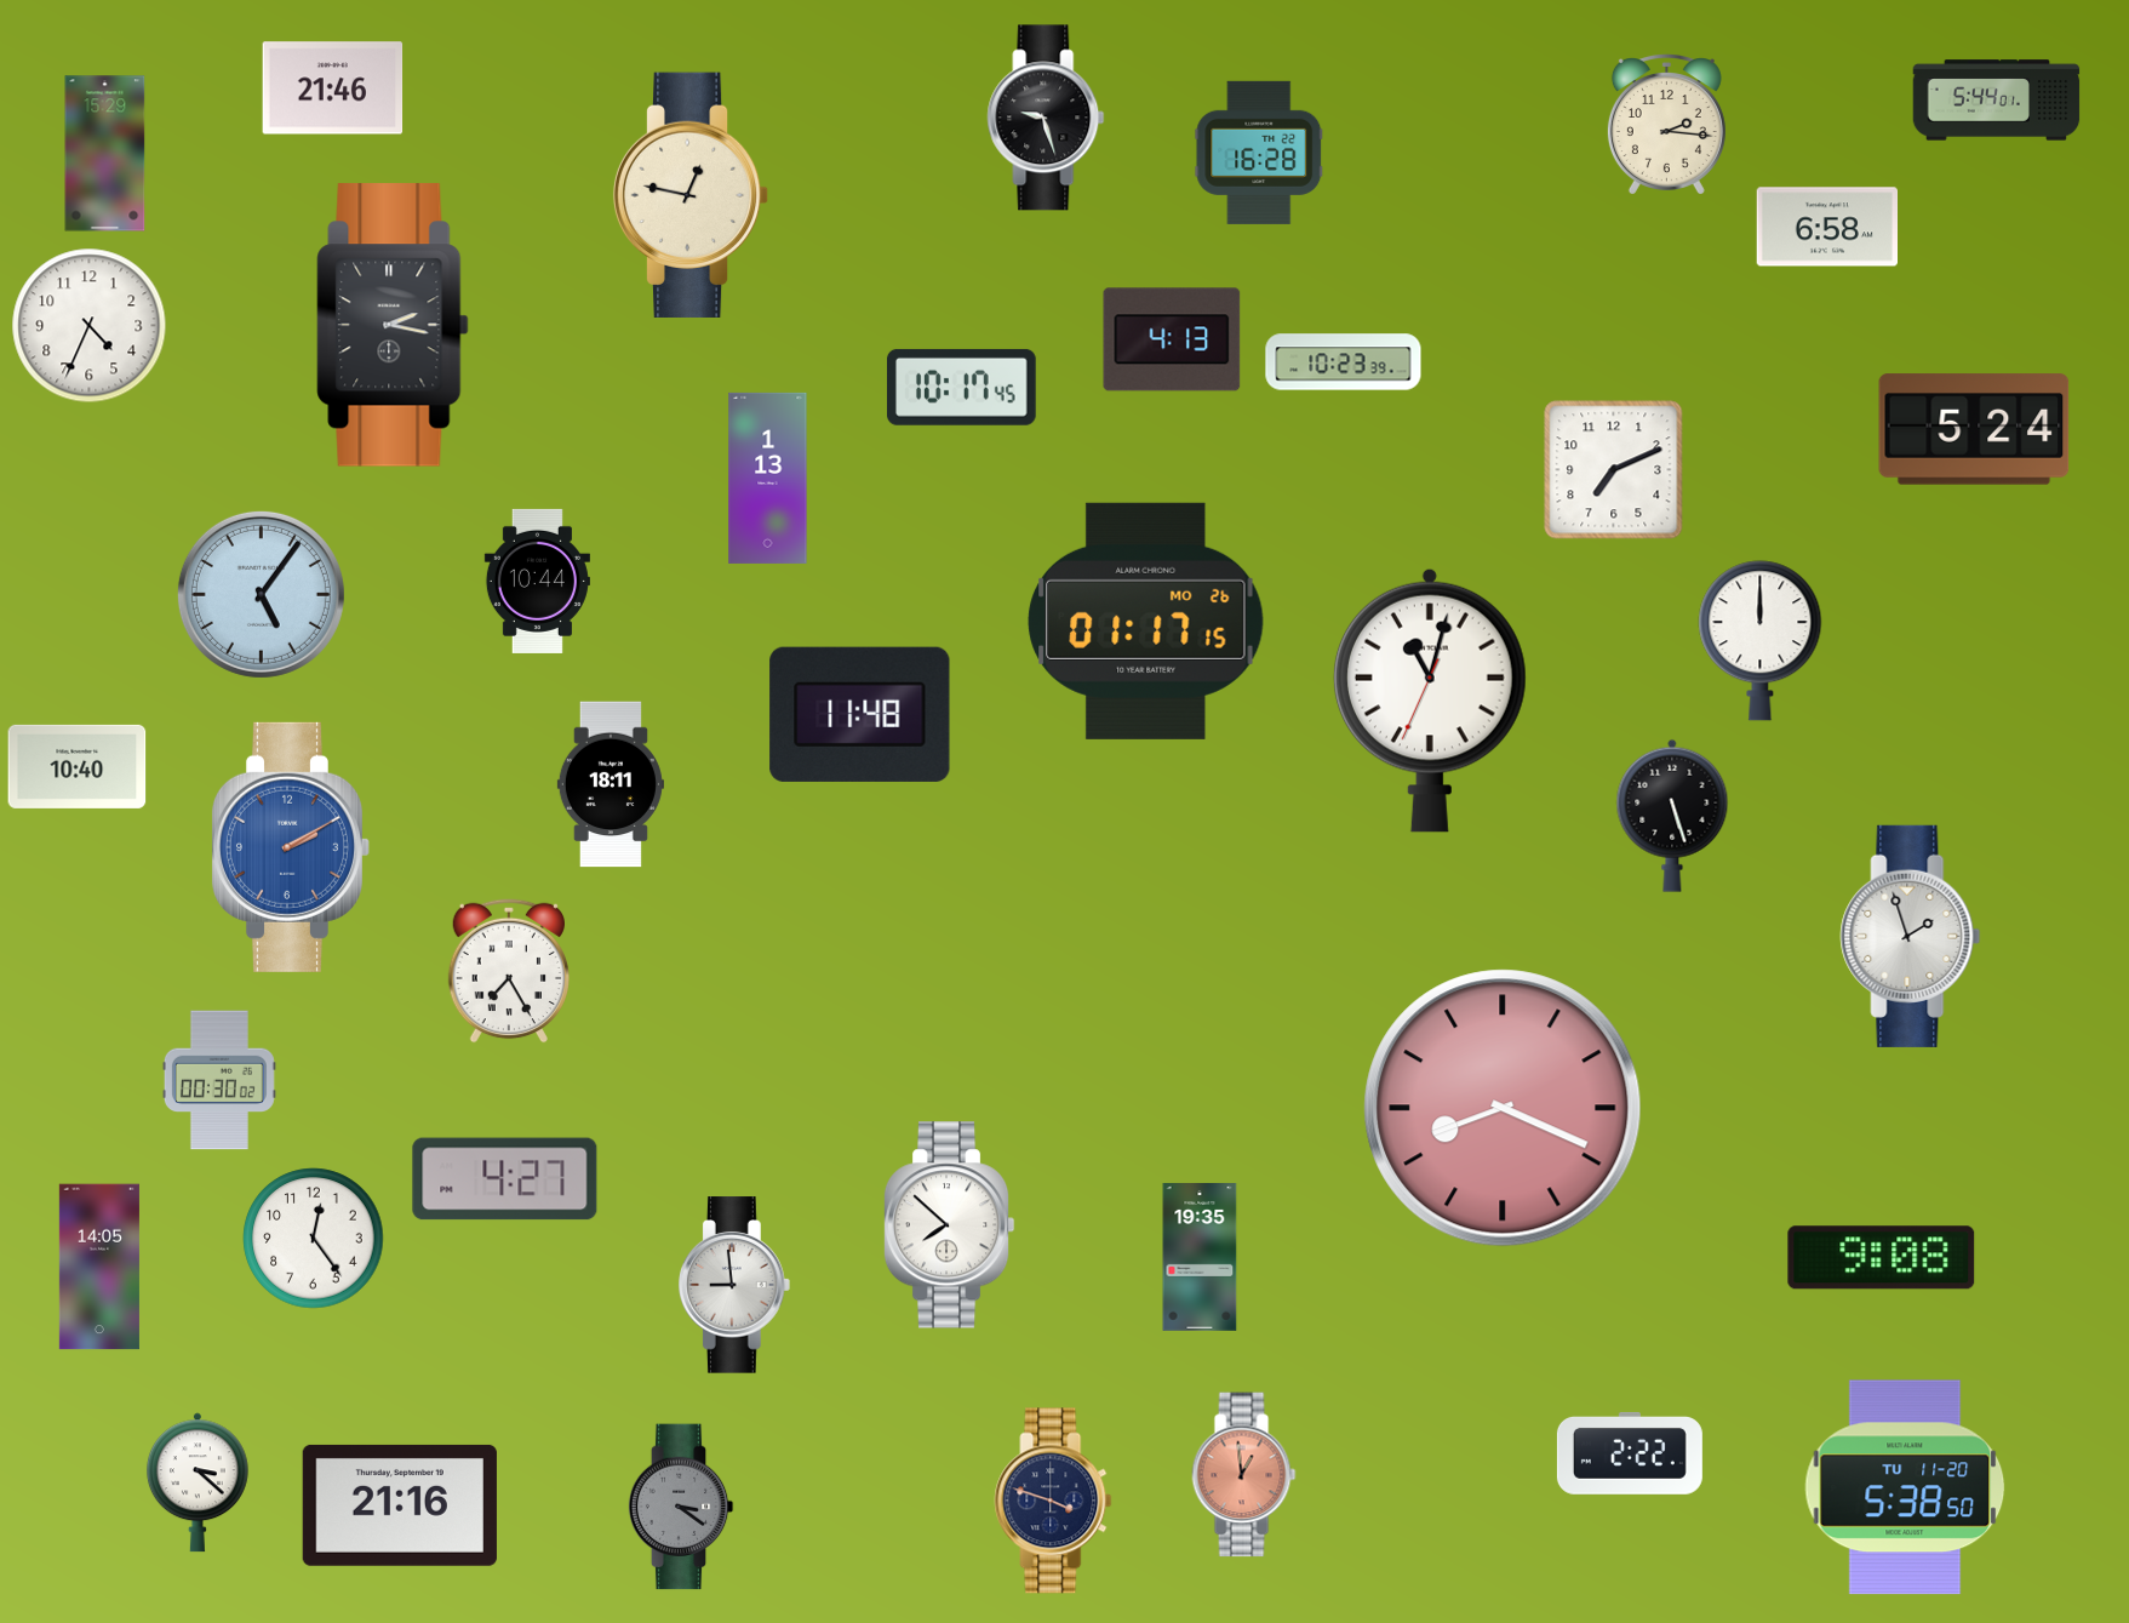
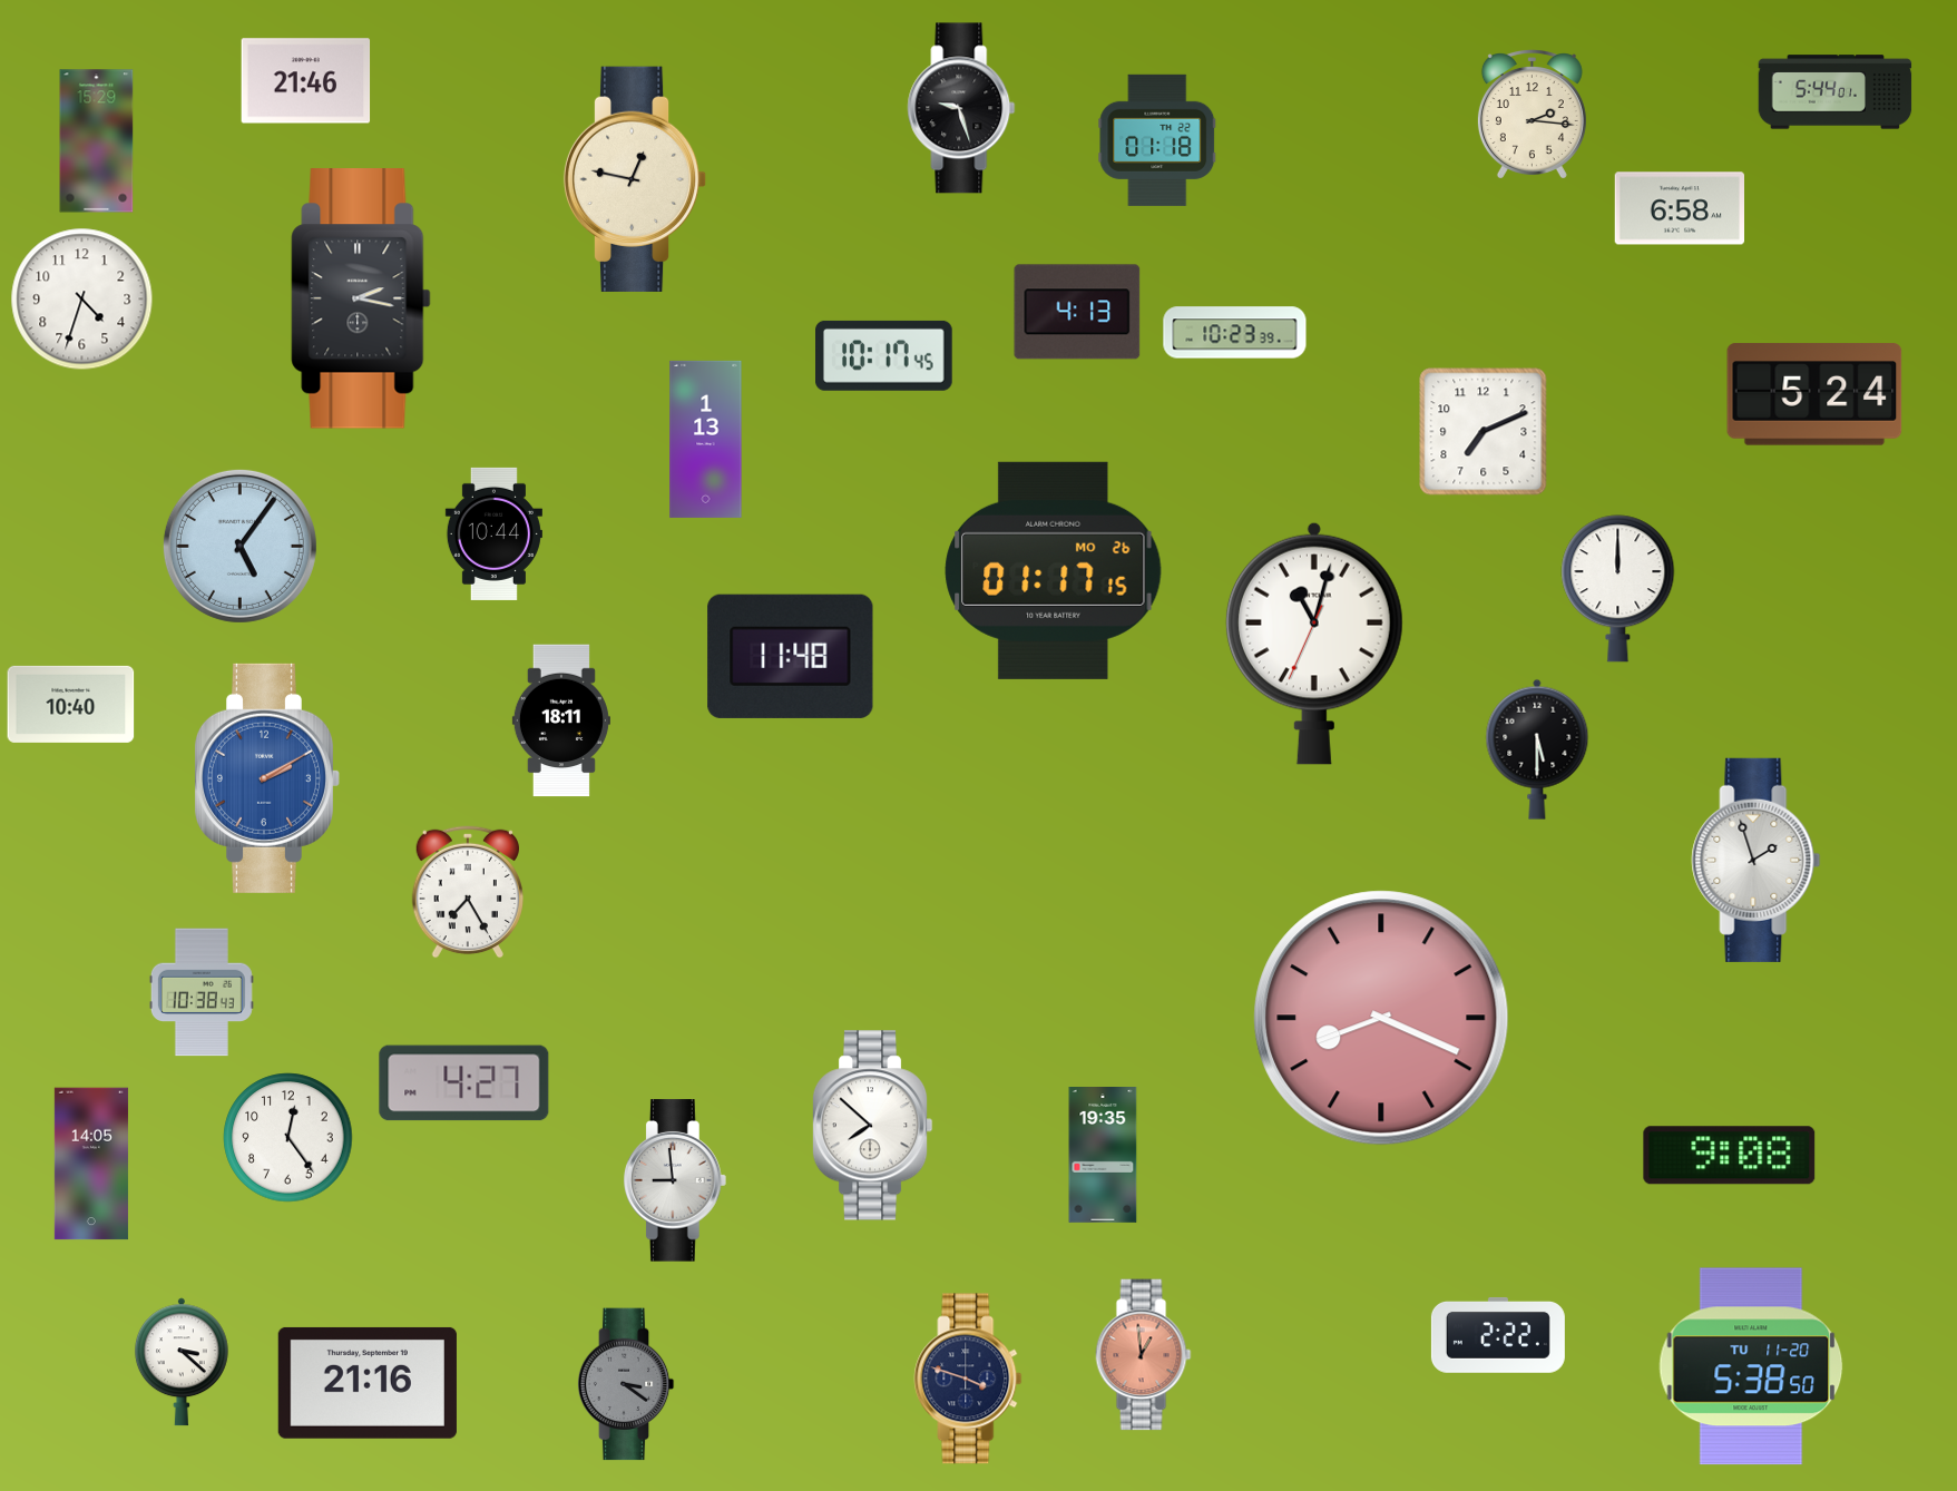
clock at (1259, 153): 16:28 -> 01:18
clock at (90, 326): 4:34 -> 4:33
clock at (1672, 816): 5:27 -> 5:30
clock at (219, 1080): 00:30 -> 10:38
